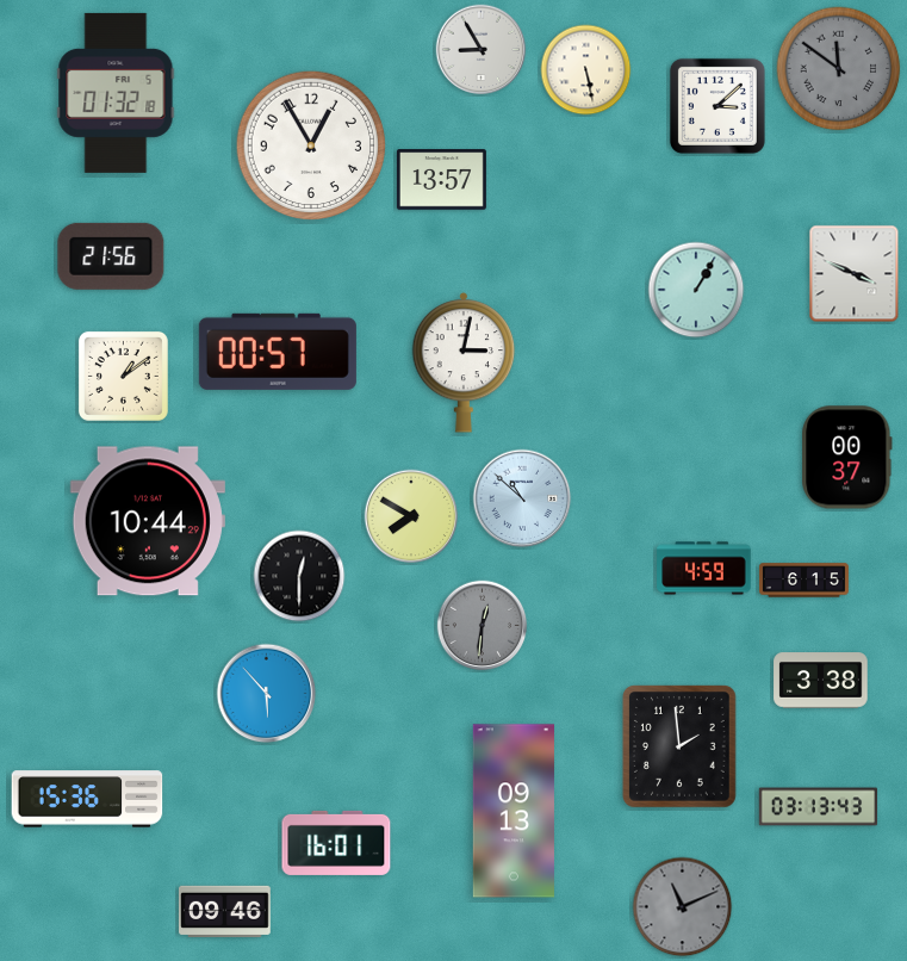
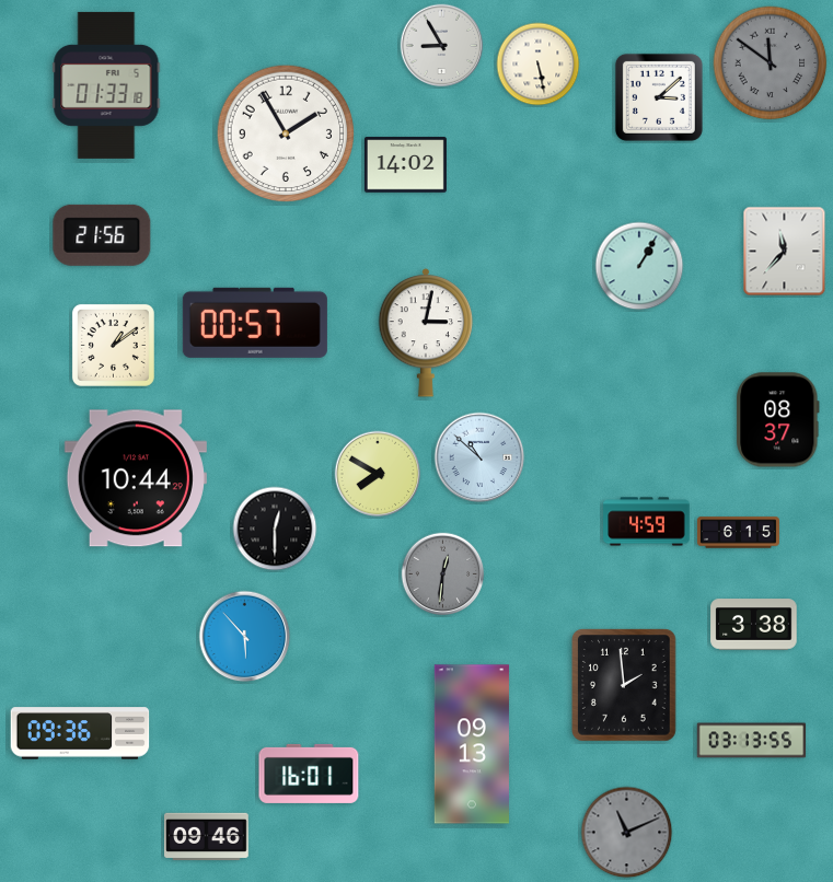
clock at (116, 93): 01:32 -> 01:33
clock at (311, 145): 12:55 -> 1:55
clock at (441, 180): 13:57 -> 14:02
clock at (855, 274): 3:49 -> 11:37
clock at (847, 458): 00:37 -> 08:37
clock at (87, 799): 15:36 -> 09:36
clock at (819, 807): 03:13:43 -> 03:13:55
